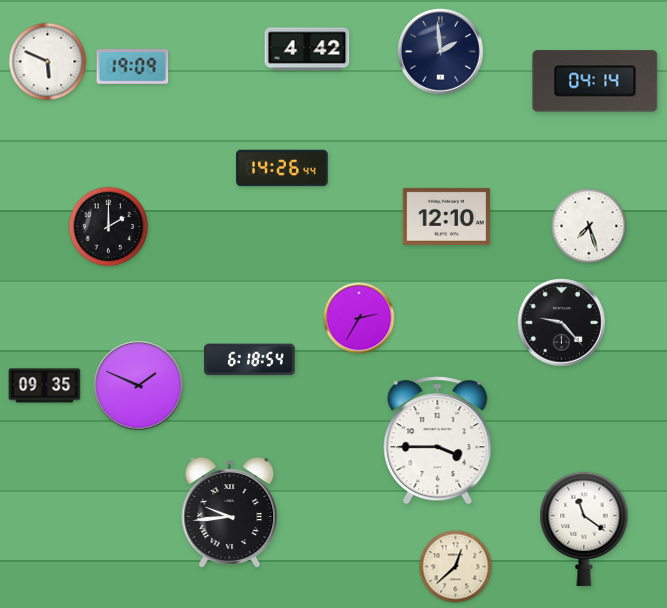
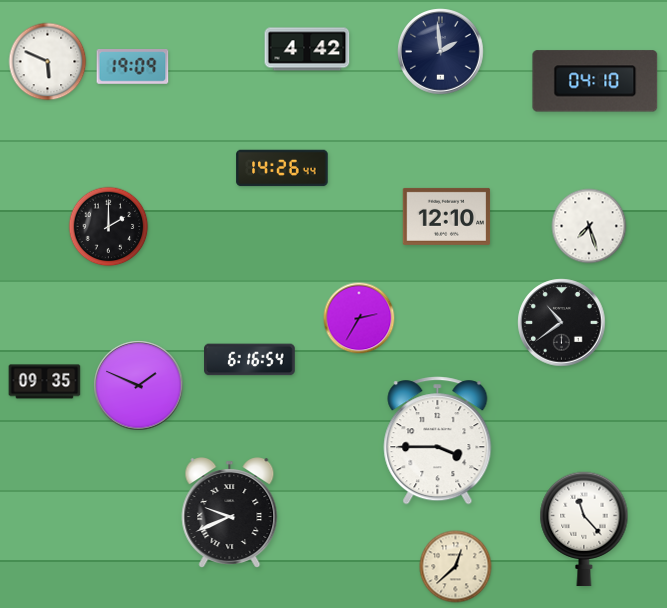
clock at (595, 81): 04:14 -> 04:10
clock at (562, 323): 9:23 -> 10:39
clock at (250, 360): 6:18 -> 6:16
clock at (45, 386) position: (45, 386) -> (45, 382)
clock at (230, 513): 9:44 -> 9:41
clock at (584, 529): 11:21 -> 11:23
